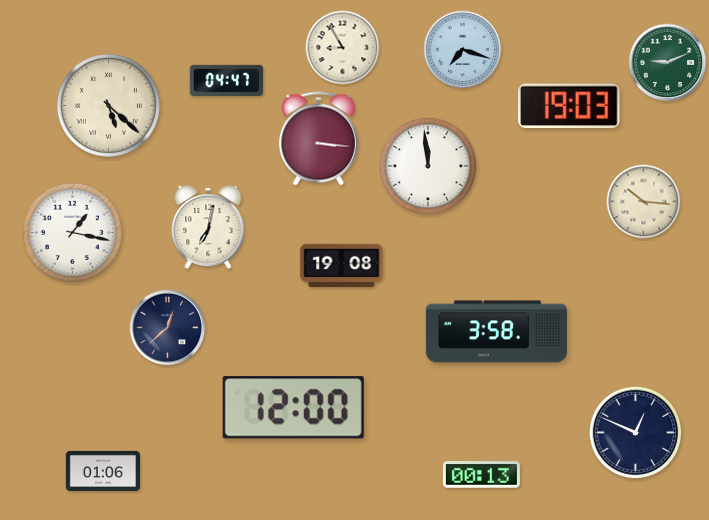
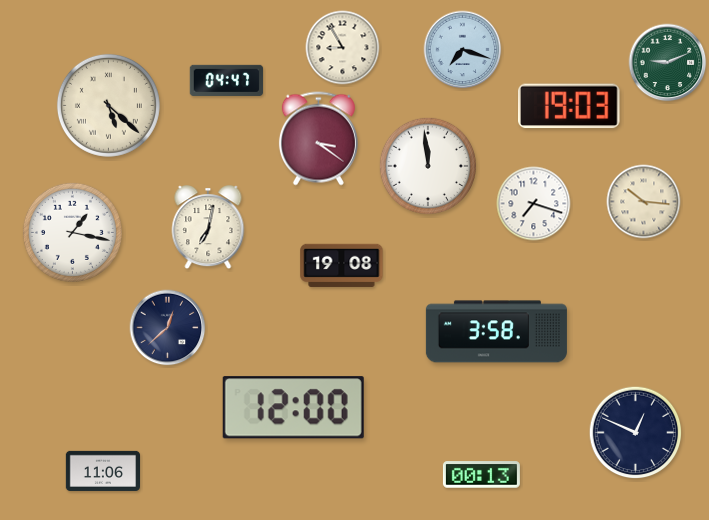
clock at (318, 139): 3:16 -> 3:21
clock at (534, 204): none -> 7:18
clock at (102, 471): 01:06 -> 11:06
